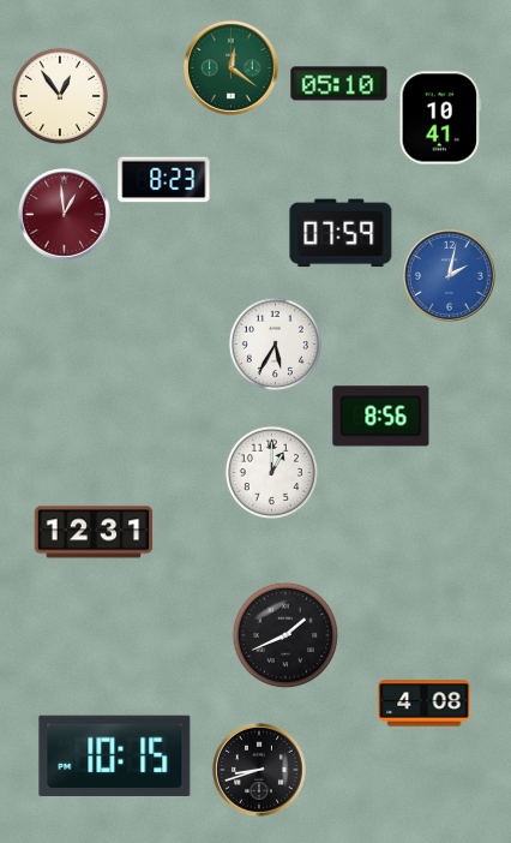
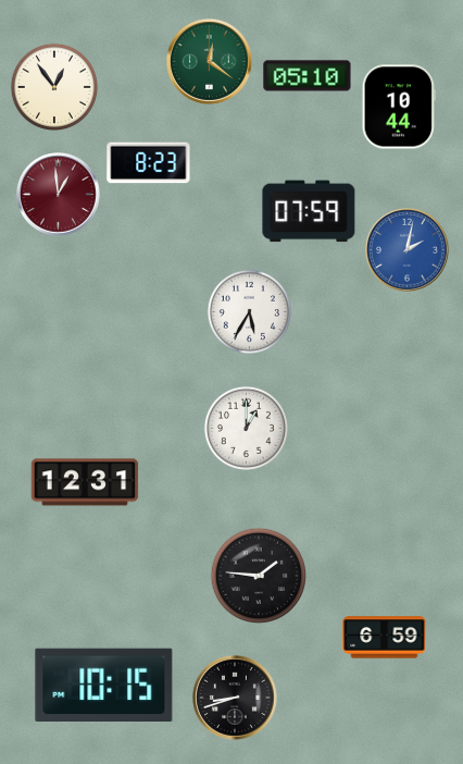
clock at (440, 118): 10:41 -> 10:44
clock at (381, 417): 8:56 -> none
clock at (285, 635): 1:41 -> 1:46
clock at (425, 704): 4:08 -> 6:59
